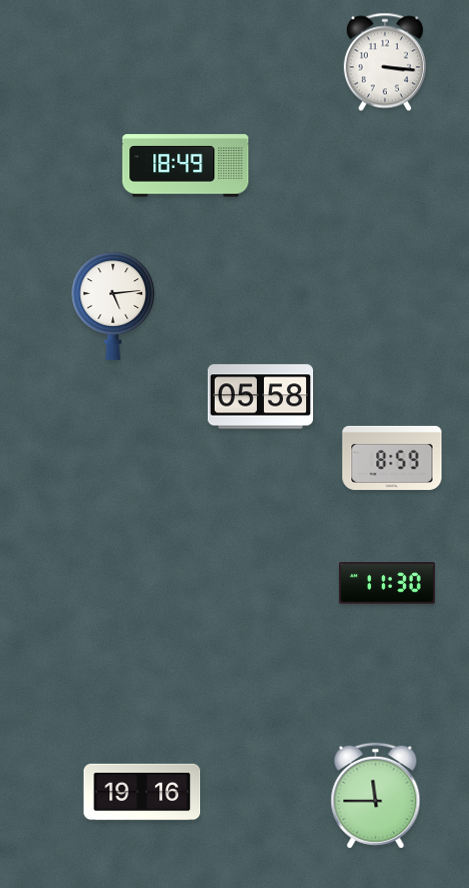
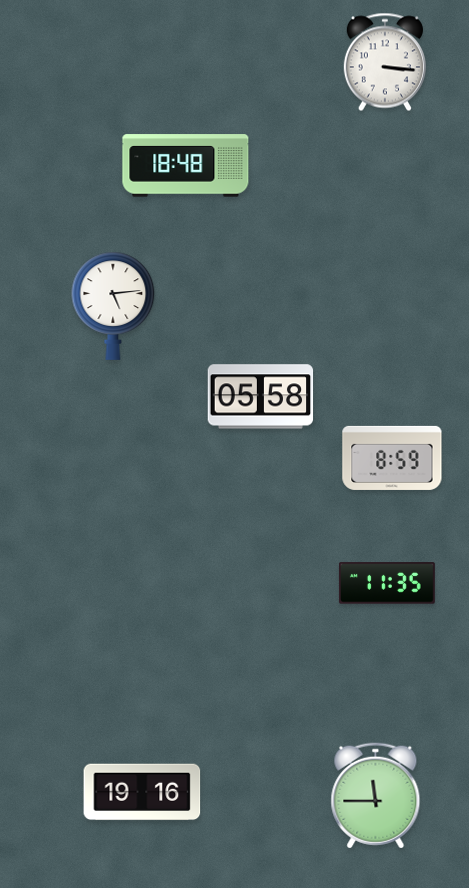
clock at (186, 166): 18:49 -> 18:48
clock at (387, 583): 11:30 -> 11:35
